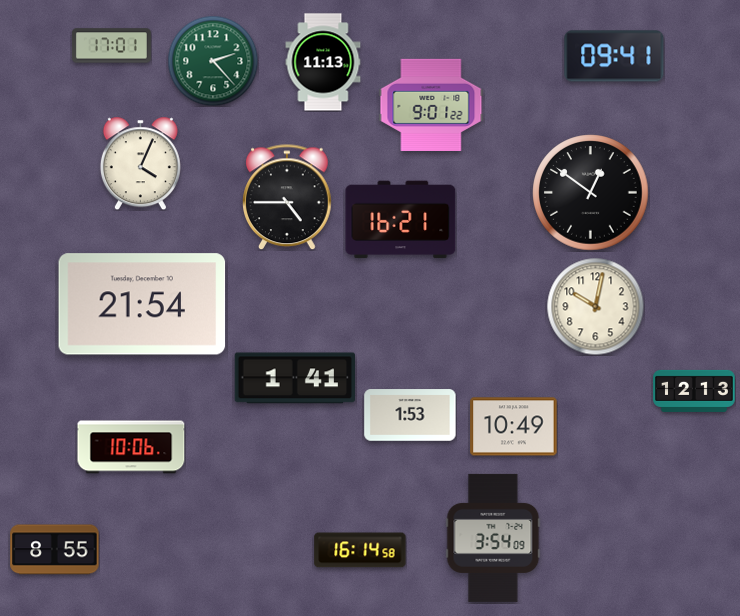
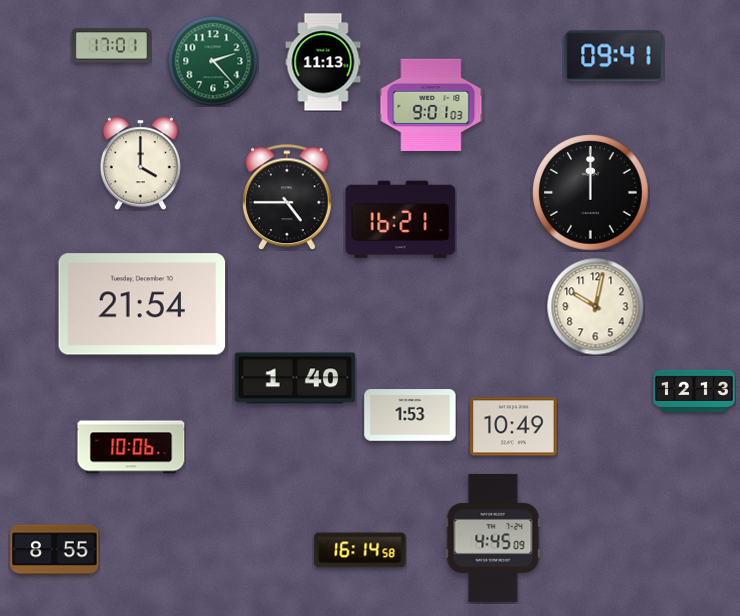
clock at (431, 105): 9:01:22 -> 9:01:03
clock at (140, 163): 4:04 -> 4:00
clock at (591, 193): 12:51 -> 12:00
clock at (295, 378): 1:41 -> 1:40
clock at (493, 538): 3:54 -> 4:45
